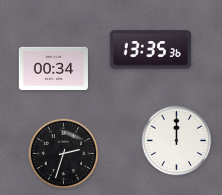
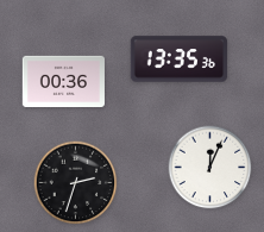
clock at (53, 68): 00:34 -> 00:36
clock at (177, 141): 12:00 -> 12:04
